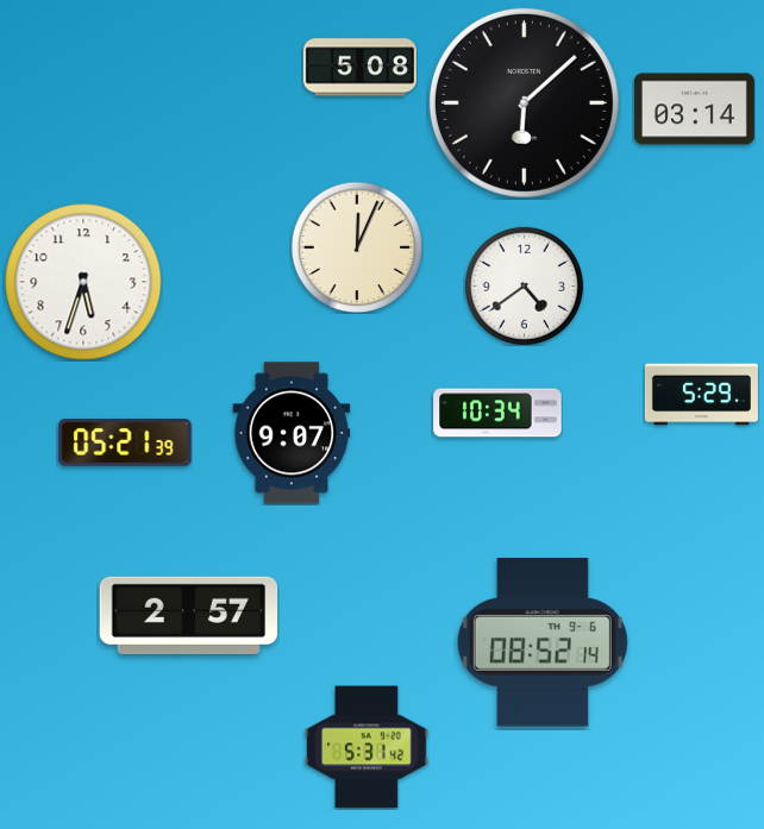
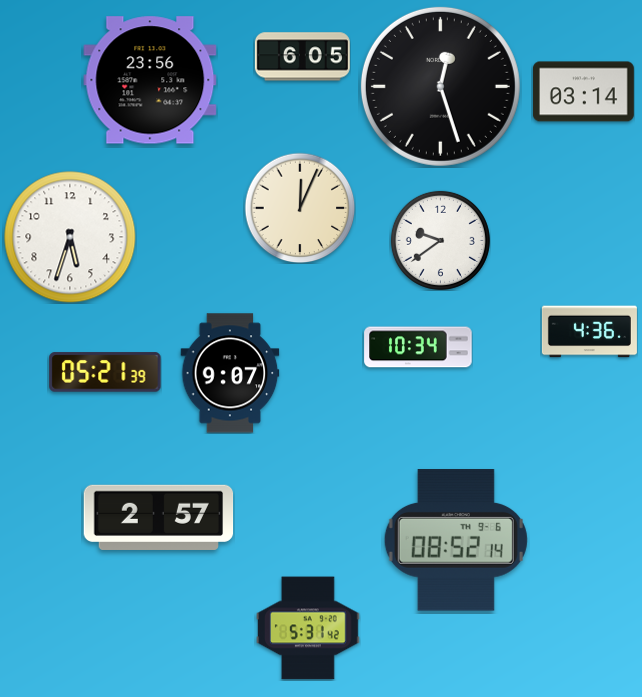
clock at (359, 68): 5:08 -> 6:05
clock at (150, 80): none -> 23:56
clock at (524, 102): 6:08 -> 12:27
clock at (524, 285): 4:39 -> 9:39
clock at (701, 395): 5:29 -> 4:36
clock at (292, 433) position: (292, 433) -> (230, 373)
